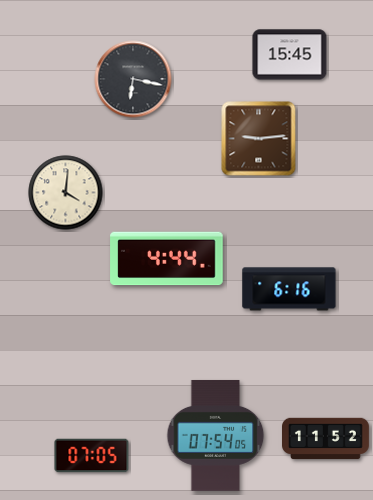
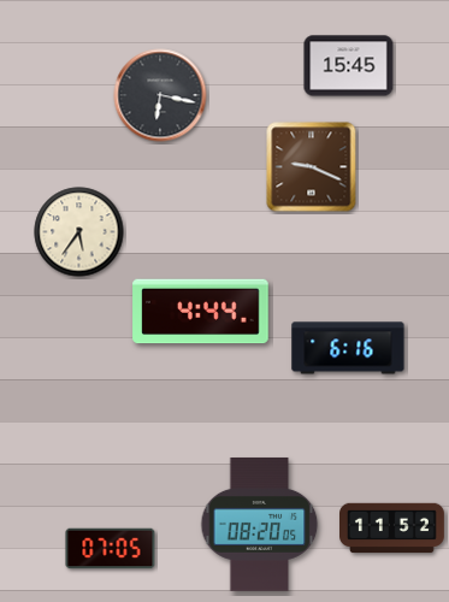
clock at (259, 139): 9:14 -> 9:19
clock at (66, 193): 4:01 -> 5:36
clock at (216, 435): 07:54 -> 08:20
